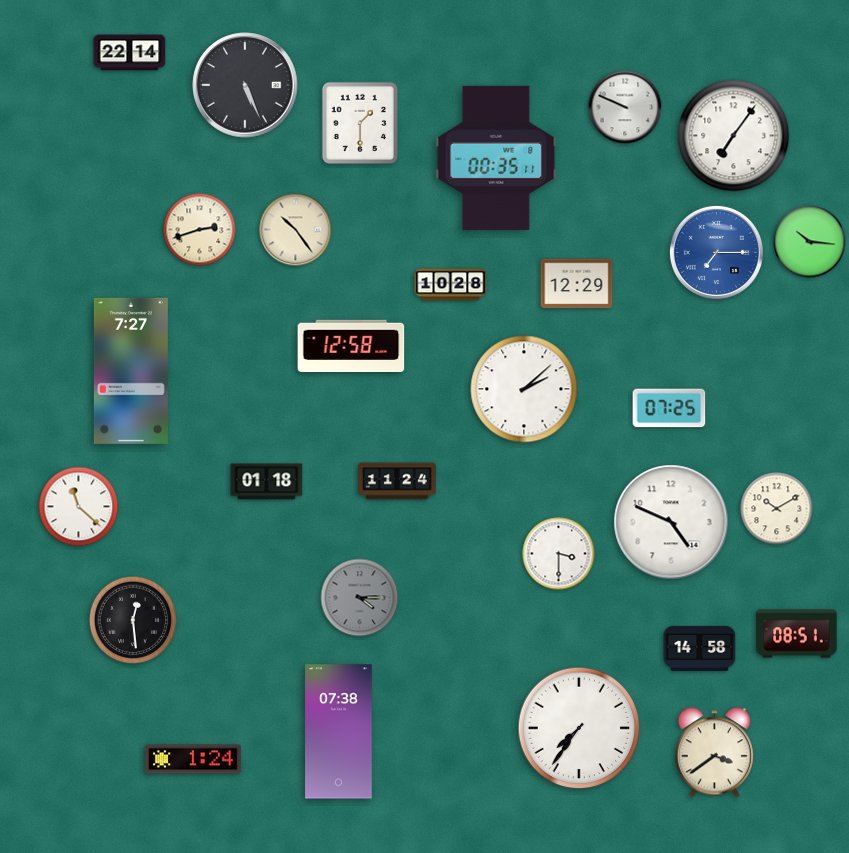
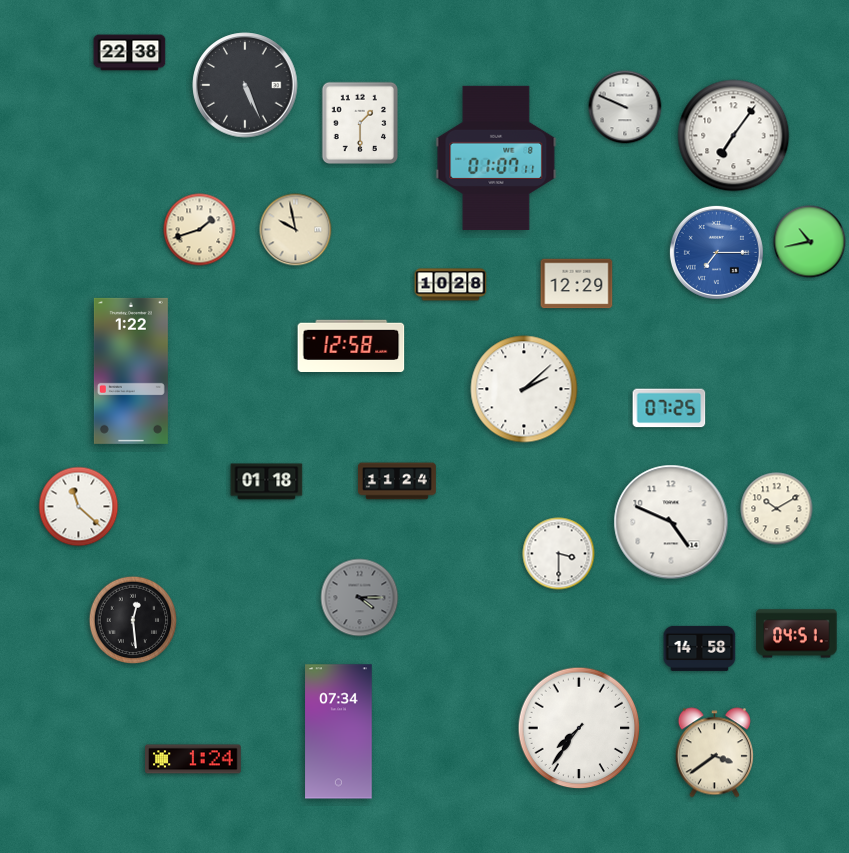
clock at (130, 53): 22:14 -> 22:38
clock at (496, 158): 00:35 -> 01:07
clock at (200, 230): 2:42 -> 1:42
clock at (296, 230): 10:24 -> 9:58
clock at (810, 242): 10:16 -> 10:43
clock at (131, 371): 7:27 -> 1:22
clock at (797, 634): 08:51 -> 04:51
clock at (339, 732): 07:38 -> 07:34
